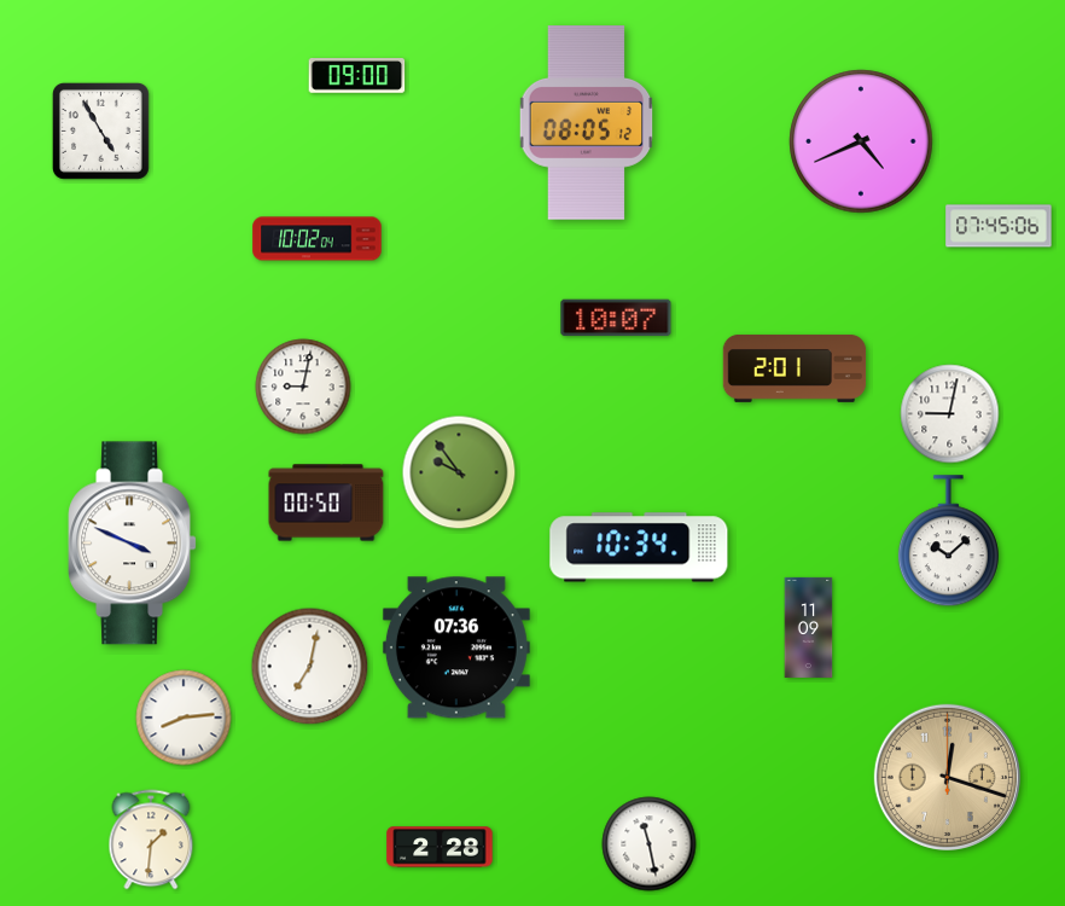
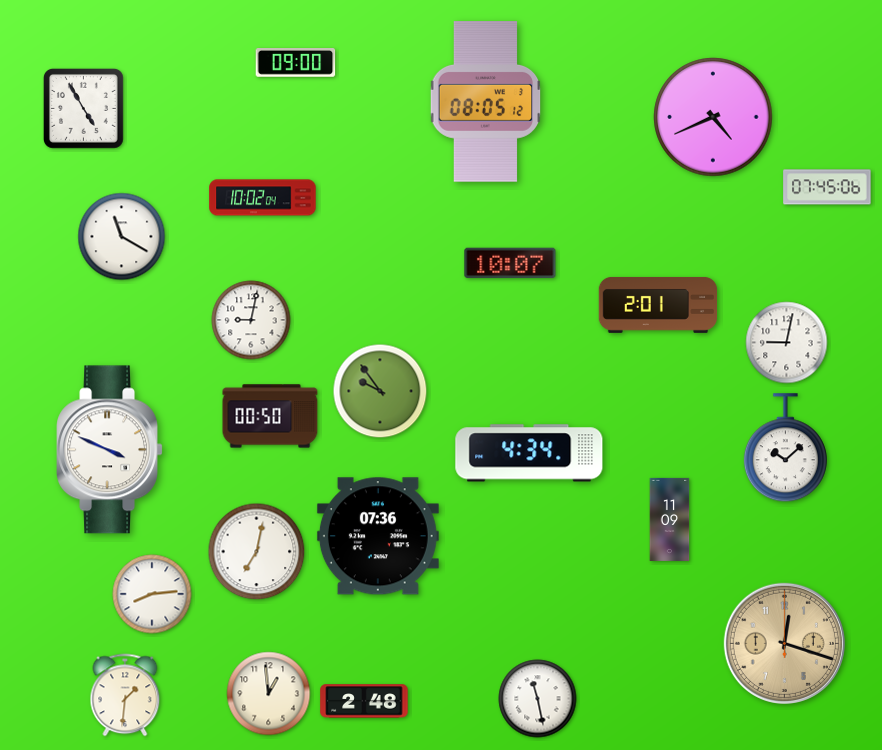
clock at (122, 237): none -> 11:20
clock at (639, 547): 10:34 -> 4:34
clock at (269, 694): none -> 12:59
clock at (440, 847): 2:28 -> 2:48
